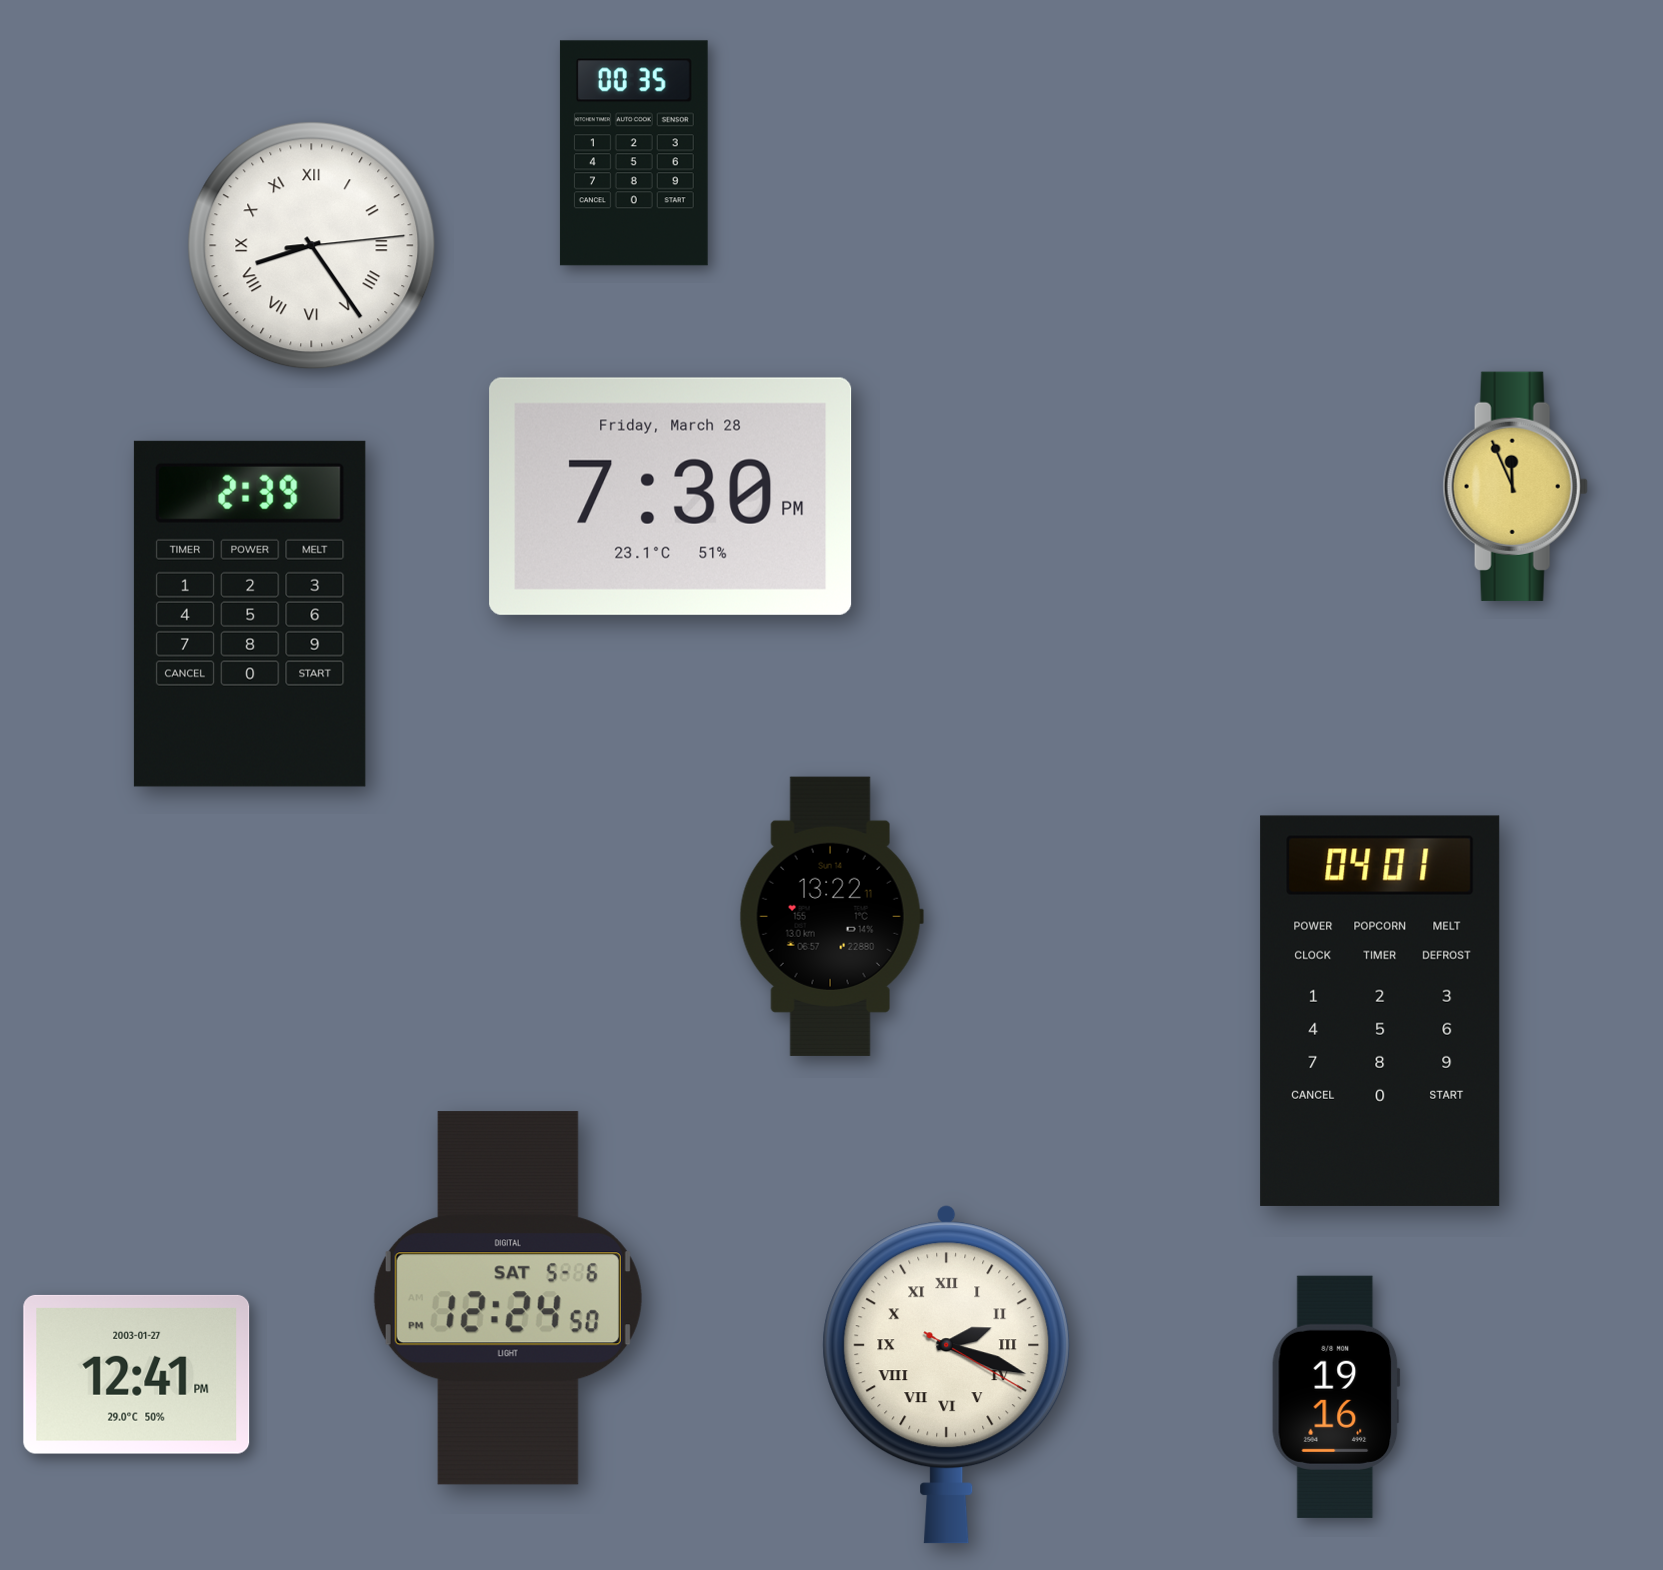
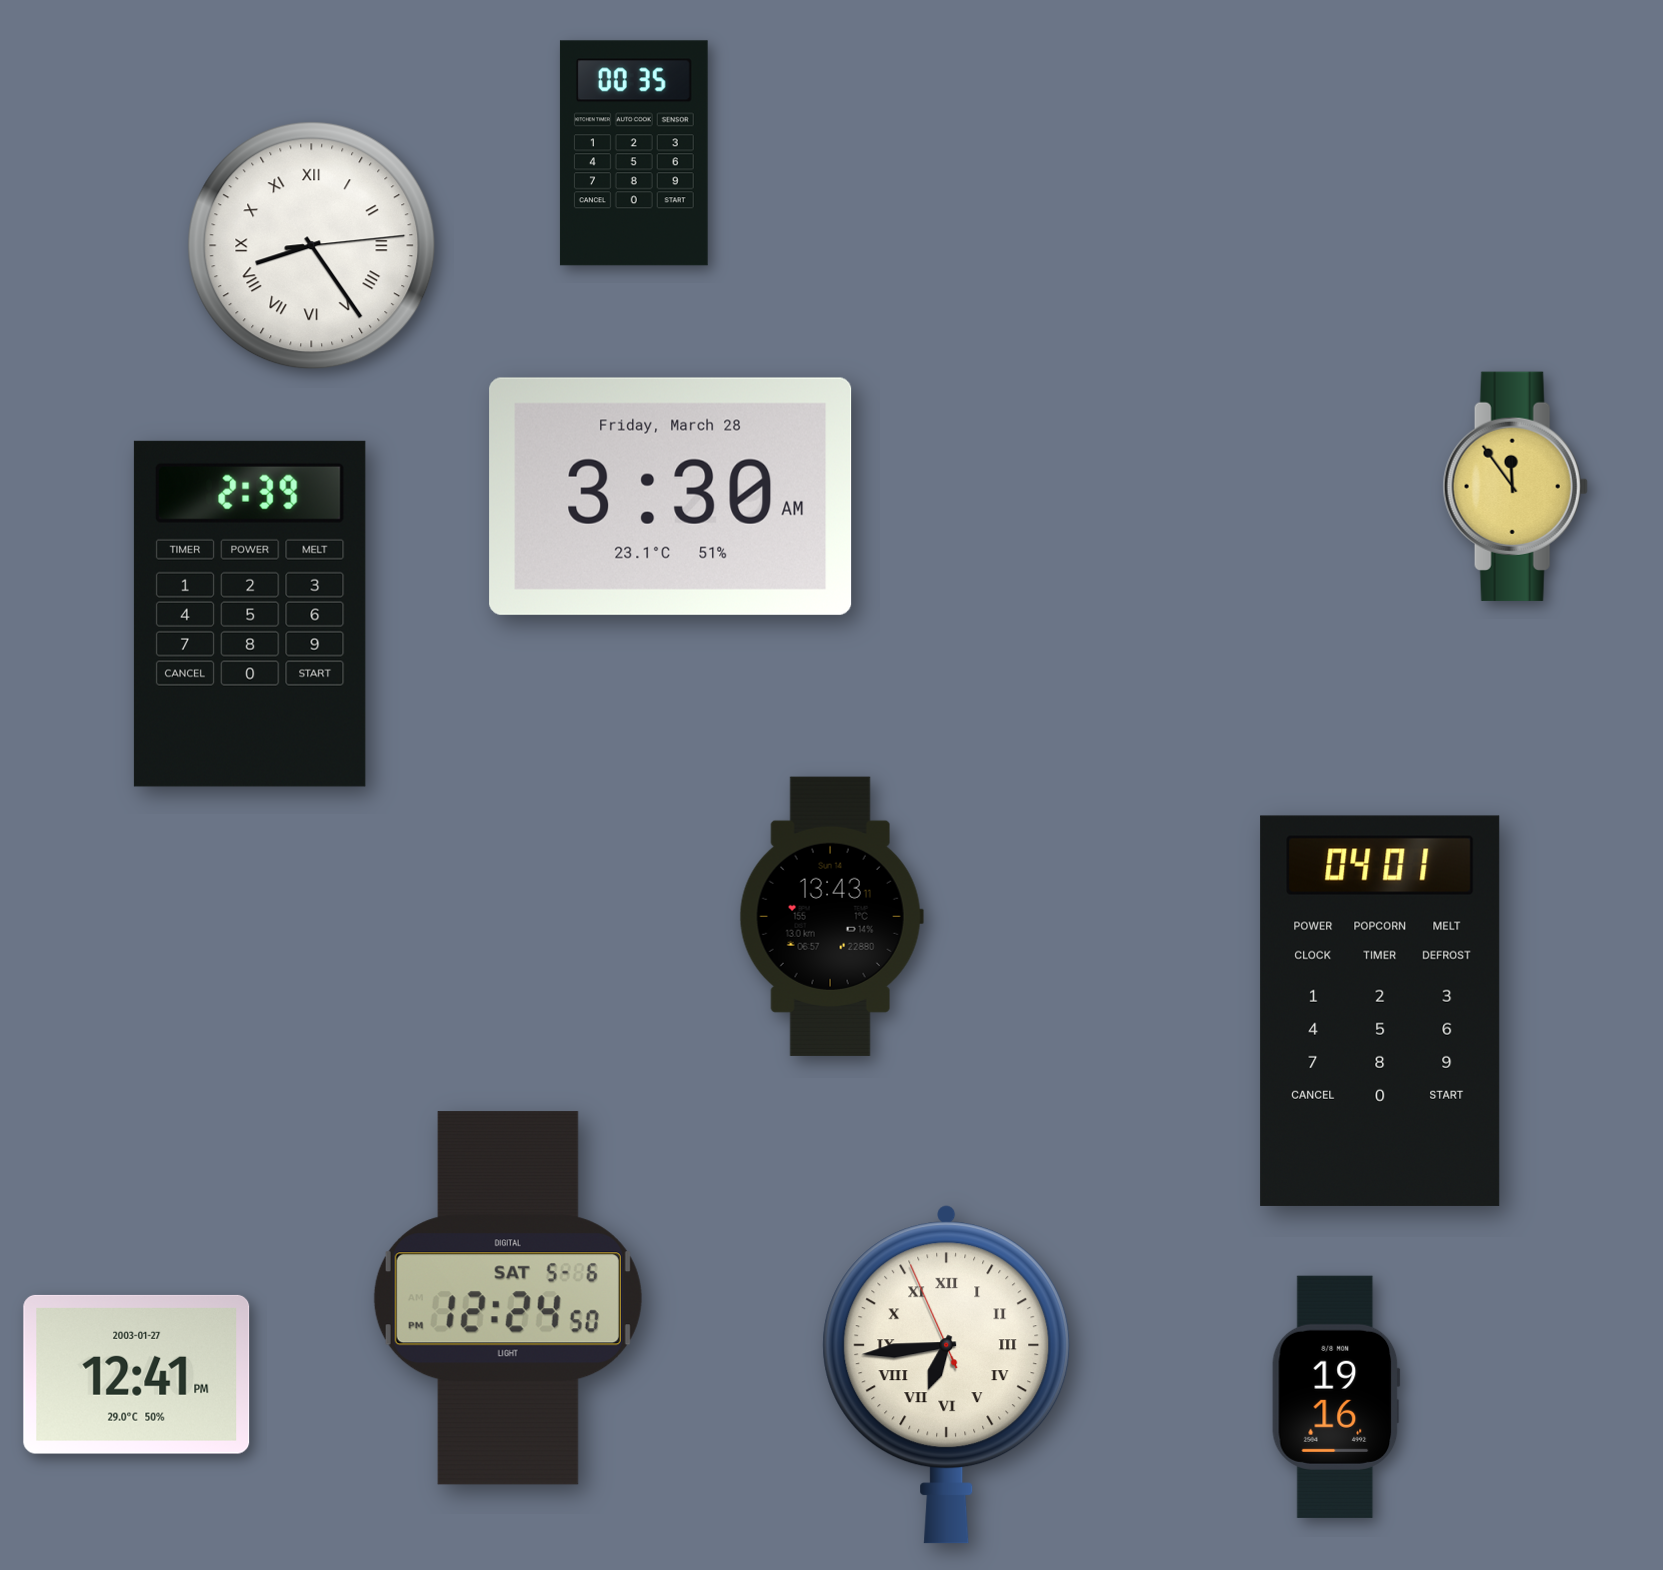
clock at (1515, 486): 11:56 -> 11:54
clock at (671, 496): 7:30 -> 3:30
clock at (831, 916): 13:22 -> 13:43
clock at (947, 1375): 2:18 -> 6:43
